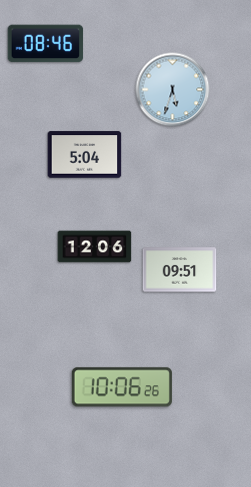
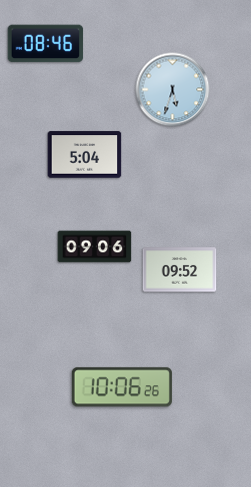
clock at (95, 247): 12:06 -> 09:06
clock at (180, 270): 09:51 -> 09:52
